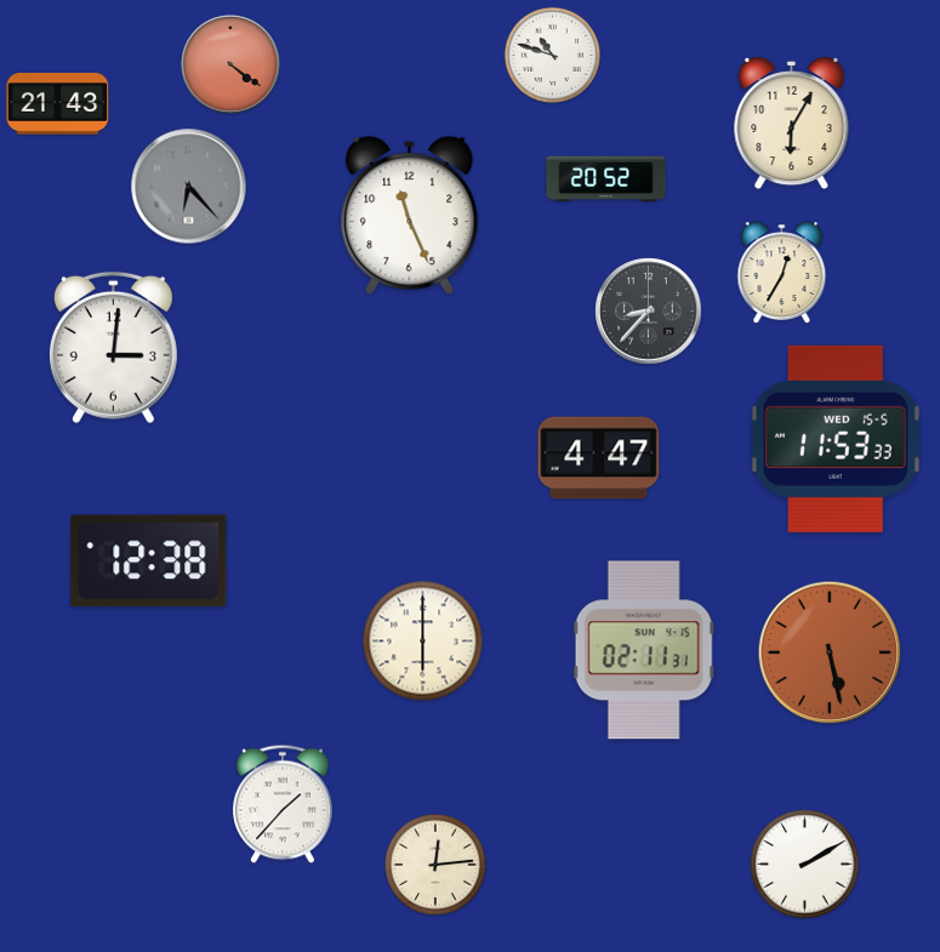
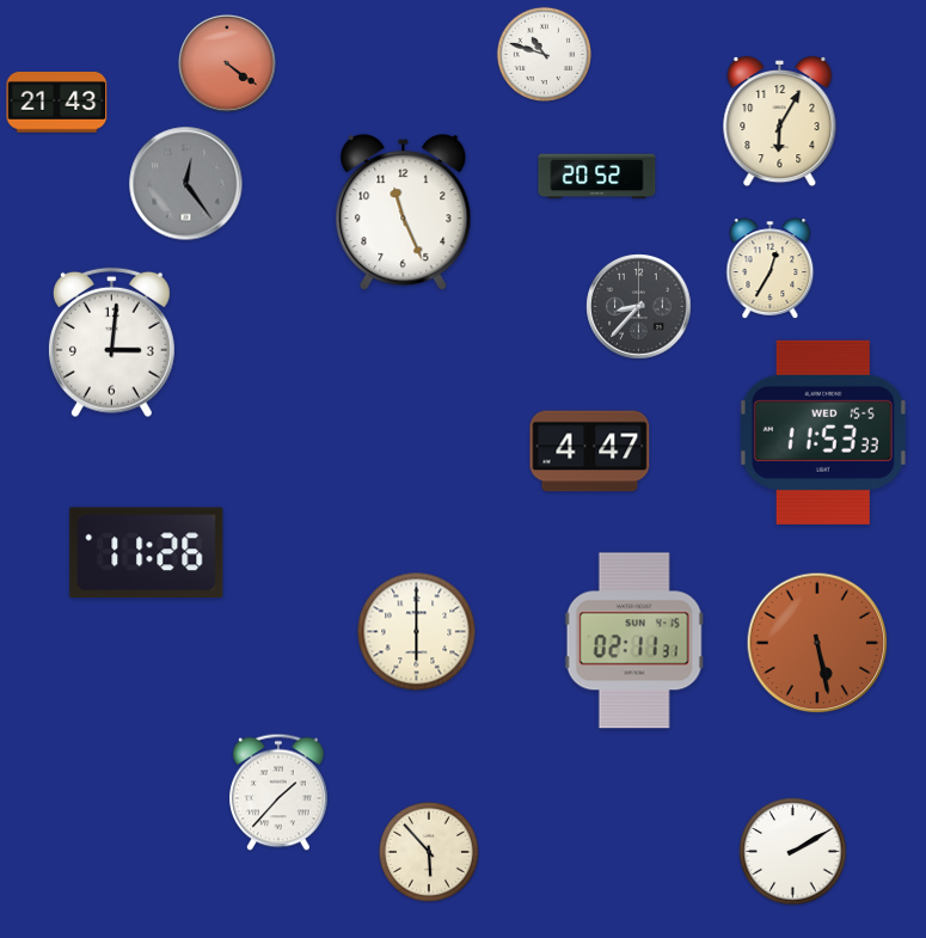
clock at (189, 187): 6:23 -> 12:24
clock at (149, 561): 12:38 -> 11:26
clock at (435, 865): 12:14 -> 5:53
